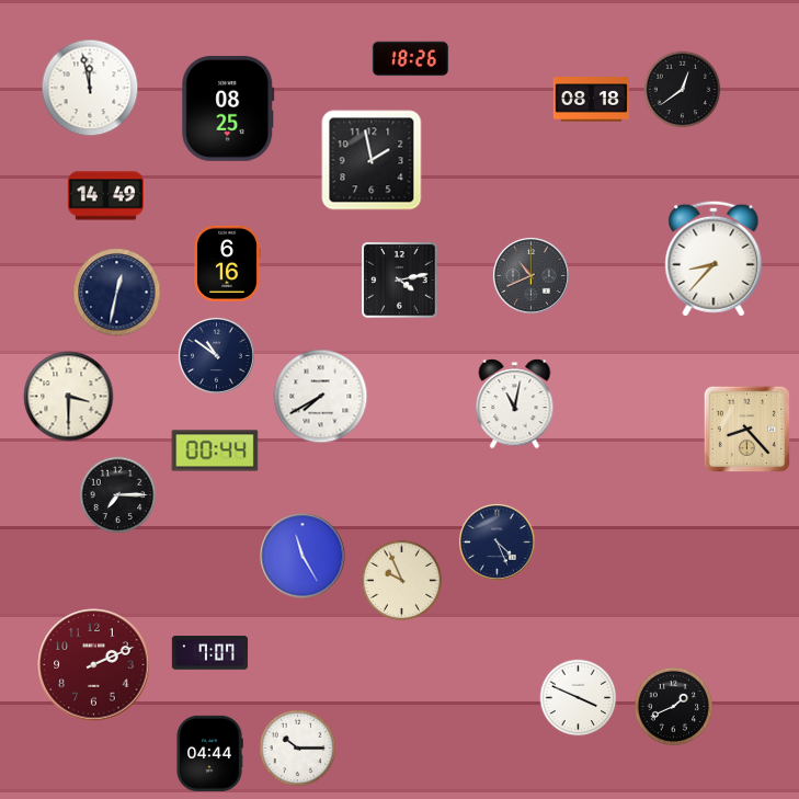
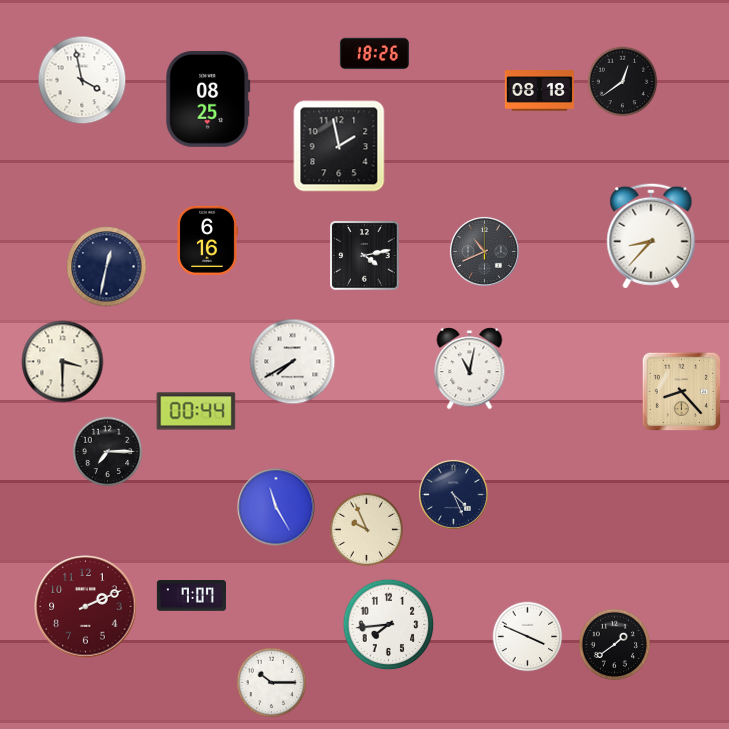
clock at (90, 88): 11:58 -> 3:58
clock at (105, 196): 14:49 -> none
clock at (216, 355): 10:51 -> none
clock at (389, 625): none -> 7:44
clock at (674, 707): 1:41 -> 1:39
clock at (209, 753): 04:44 -> none
